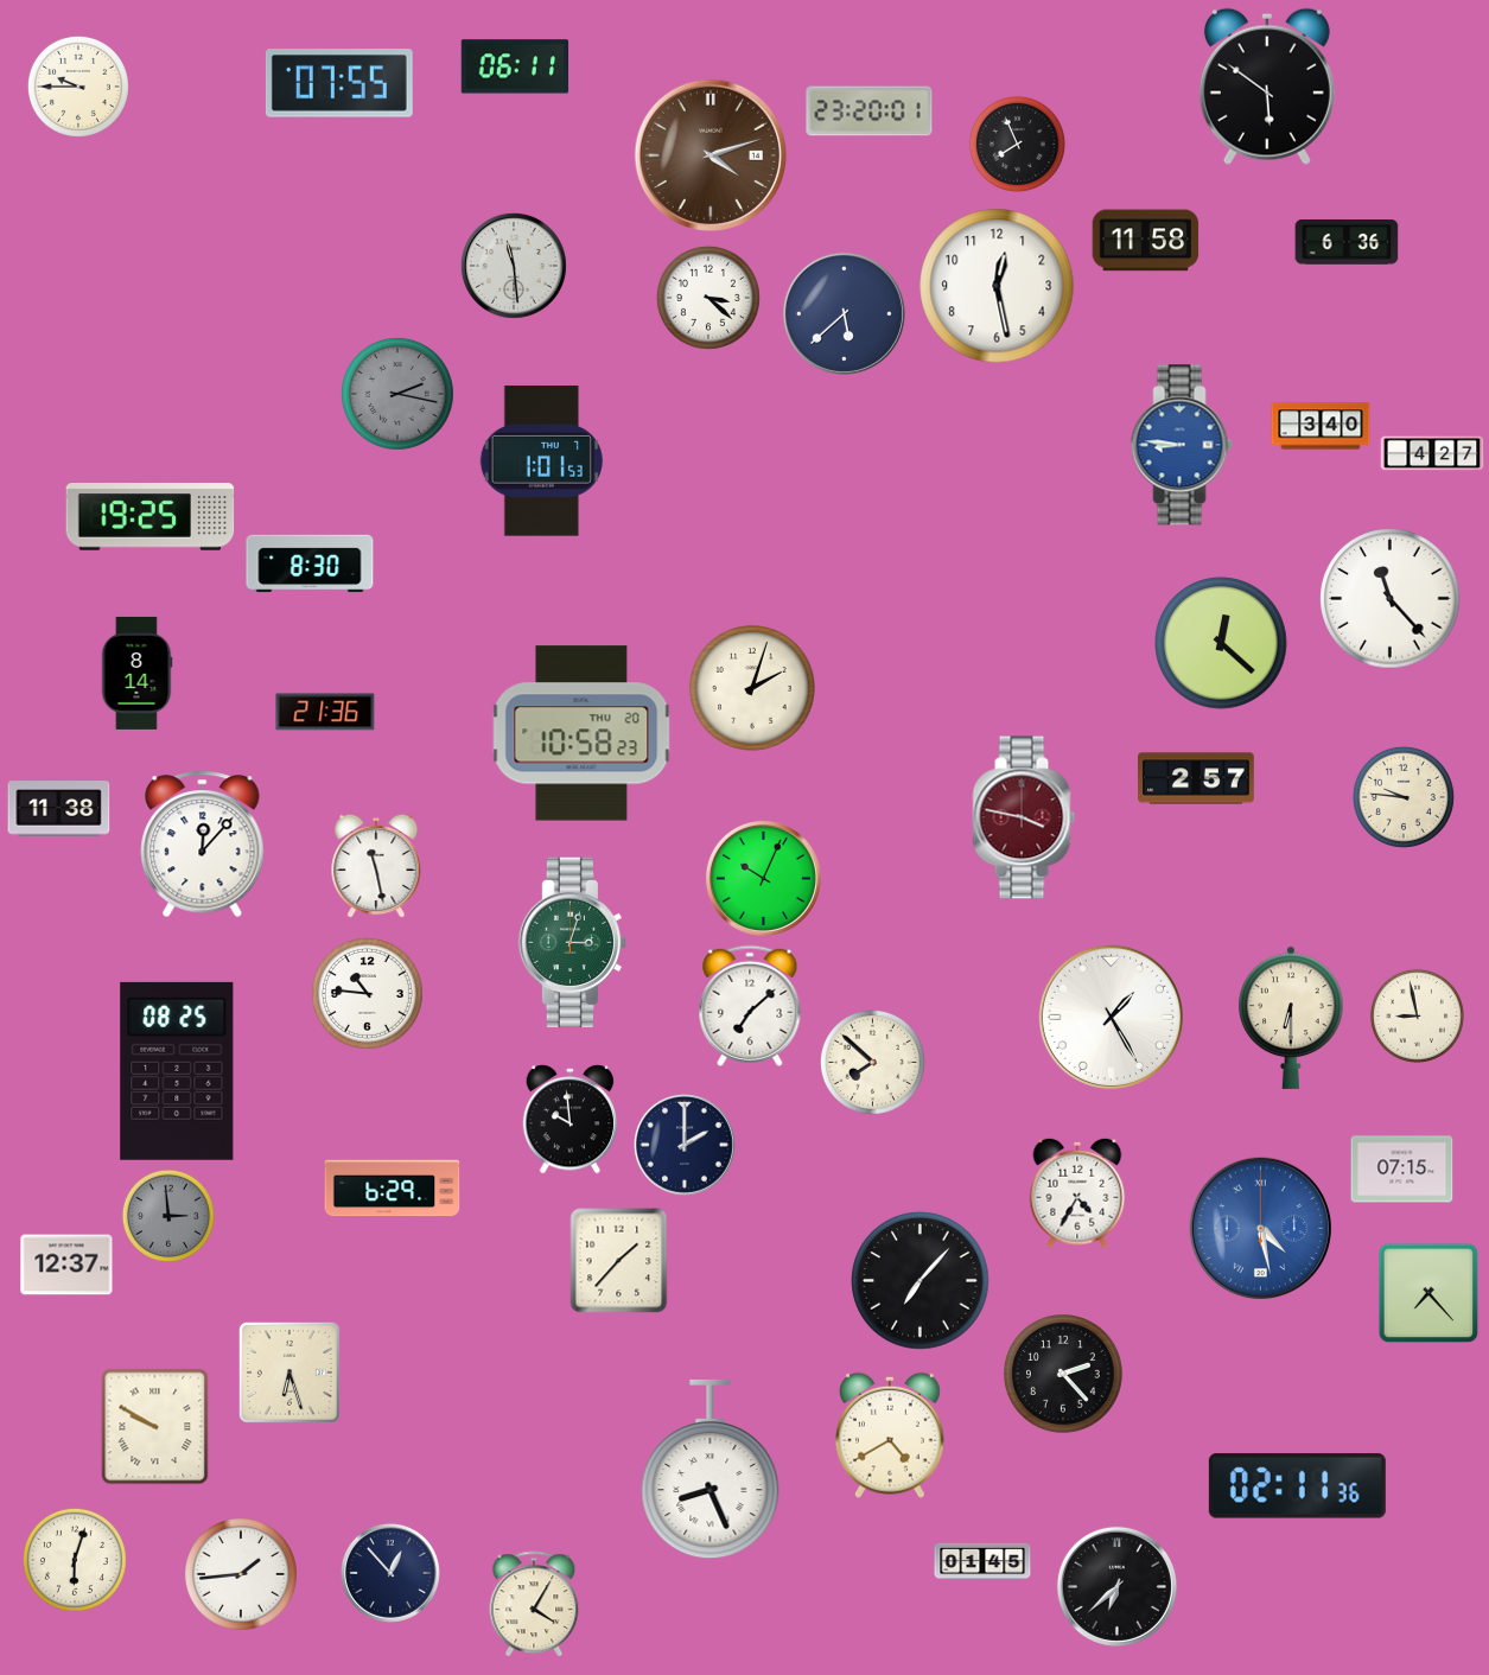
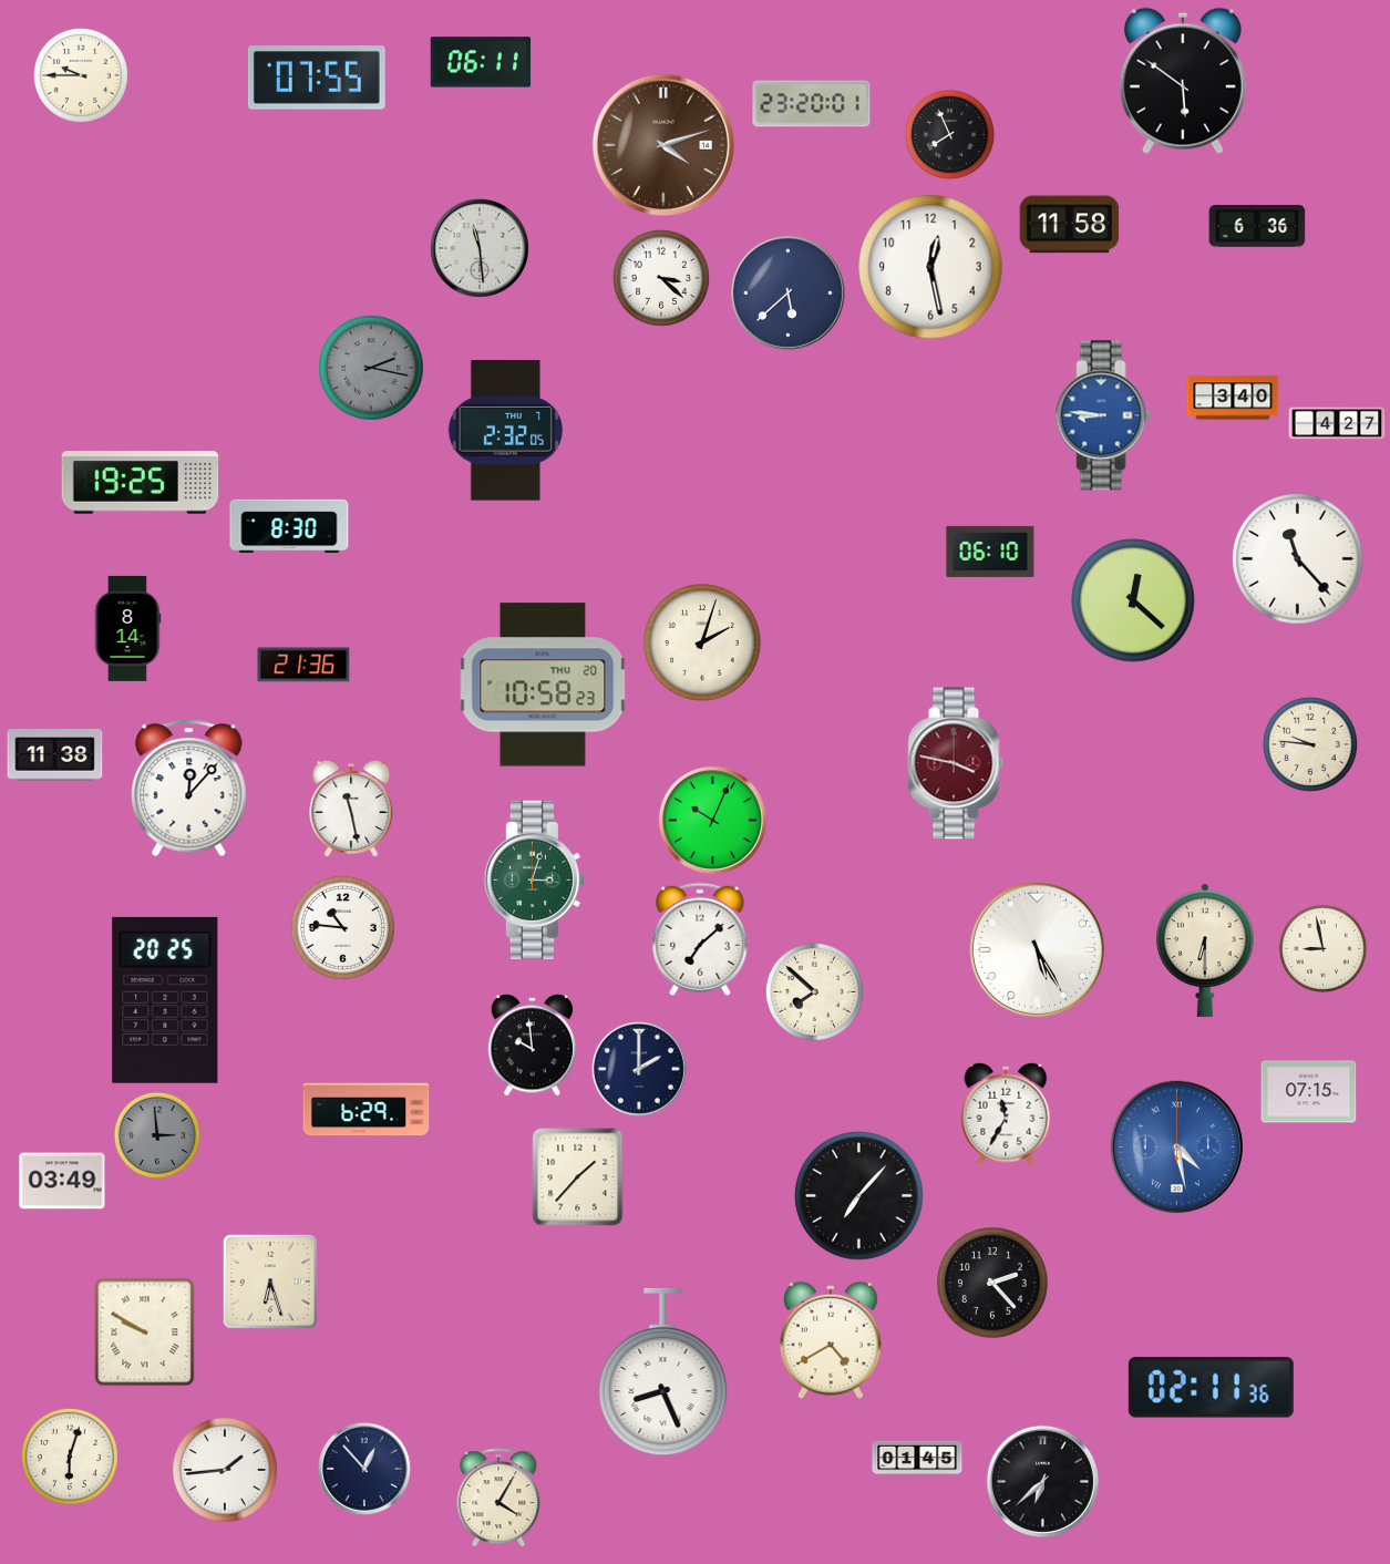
clock at (78, 87) position: (78, 87) -> (81, 75)
clock at (541, 461): 1:01 -> 2:32
clock at (990, 552): none -> 06:10
clock at (1221, 643) position: (1221, 643) -> (1133, 600)
clock at (1196, 778): 2:57 -> none
clock at (1111, 1017): 1:25 -> 5:25
clock at (177, 1071): 08:25 -> 20:25
clock at (1077, 1193): 4:35 -> 11:35
clock at (66, 1265): 12:37 -> 03:49
clock at (1428, 1293): 7:23 -> none
